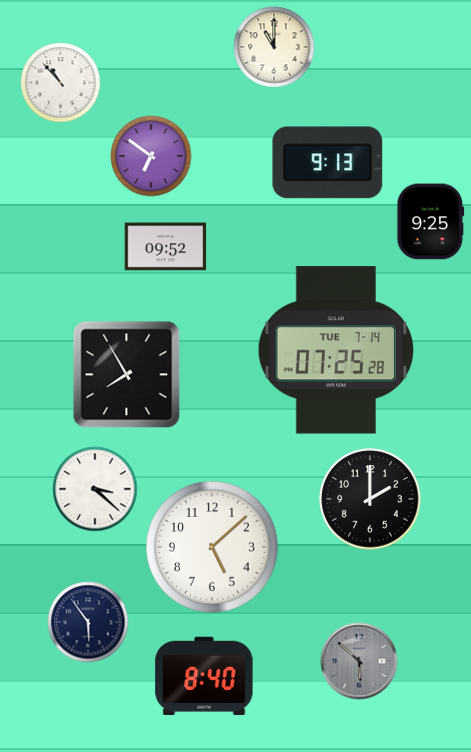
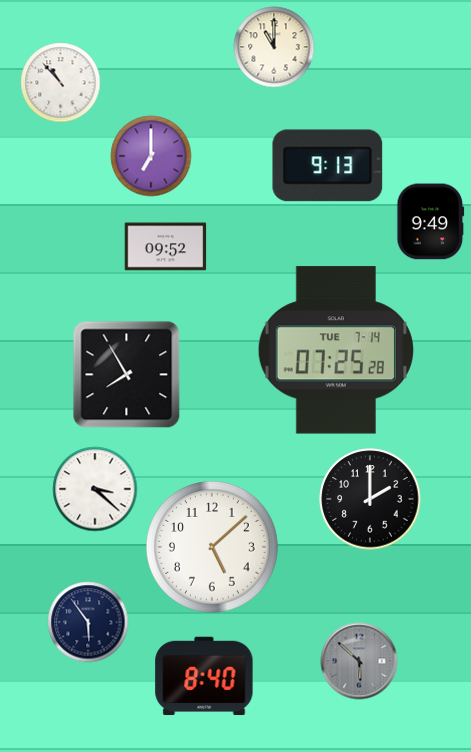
clock at (151, 156): 6:51 -> 7:00
clock at (328, 163) position: (328, 163) -> (328, 166)
clock at (431, 222): 9:25 -> 9:49
